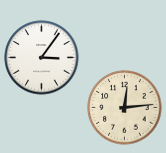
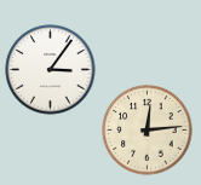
clock at (125, 108) position: (125, 108) -> (148, 131)
